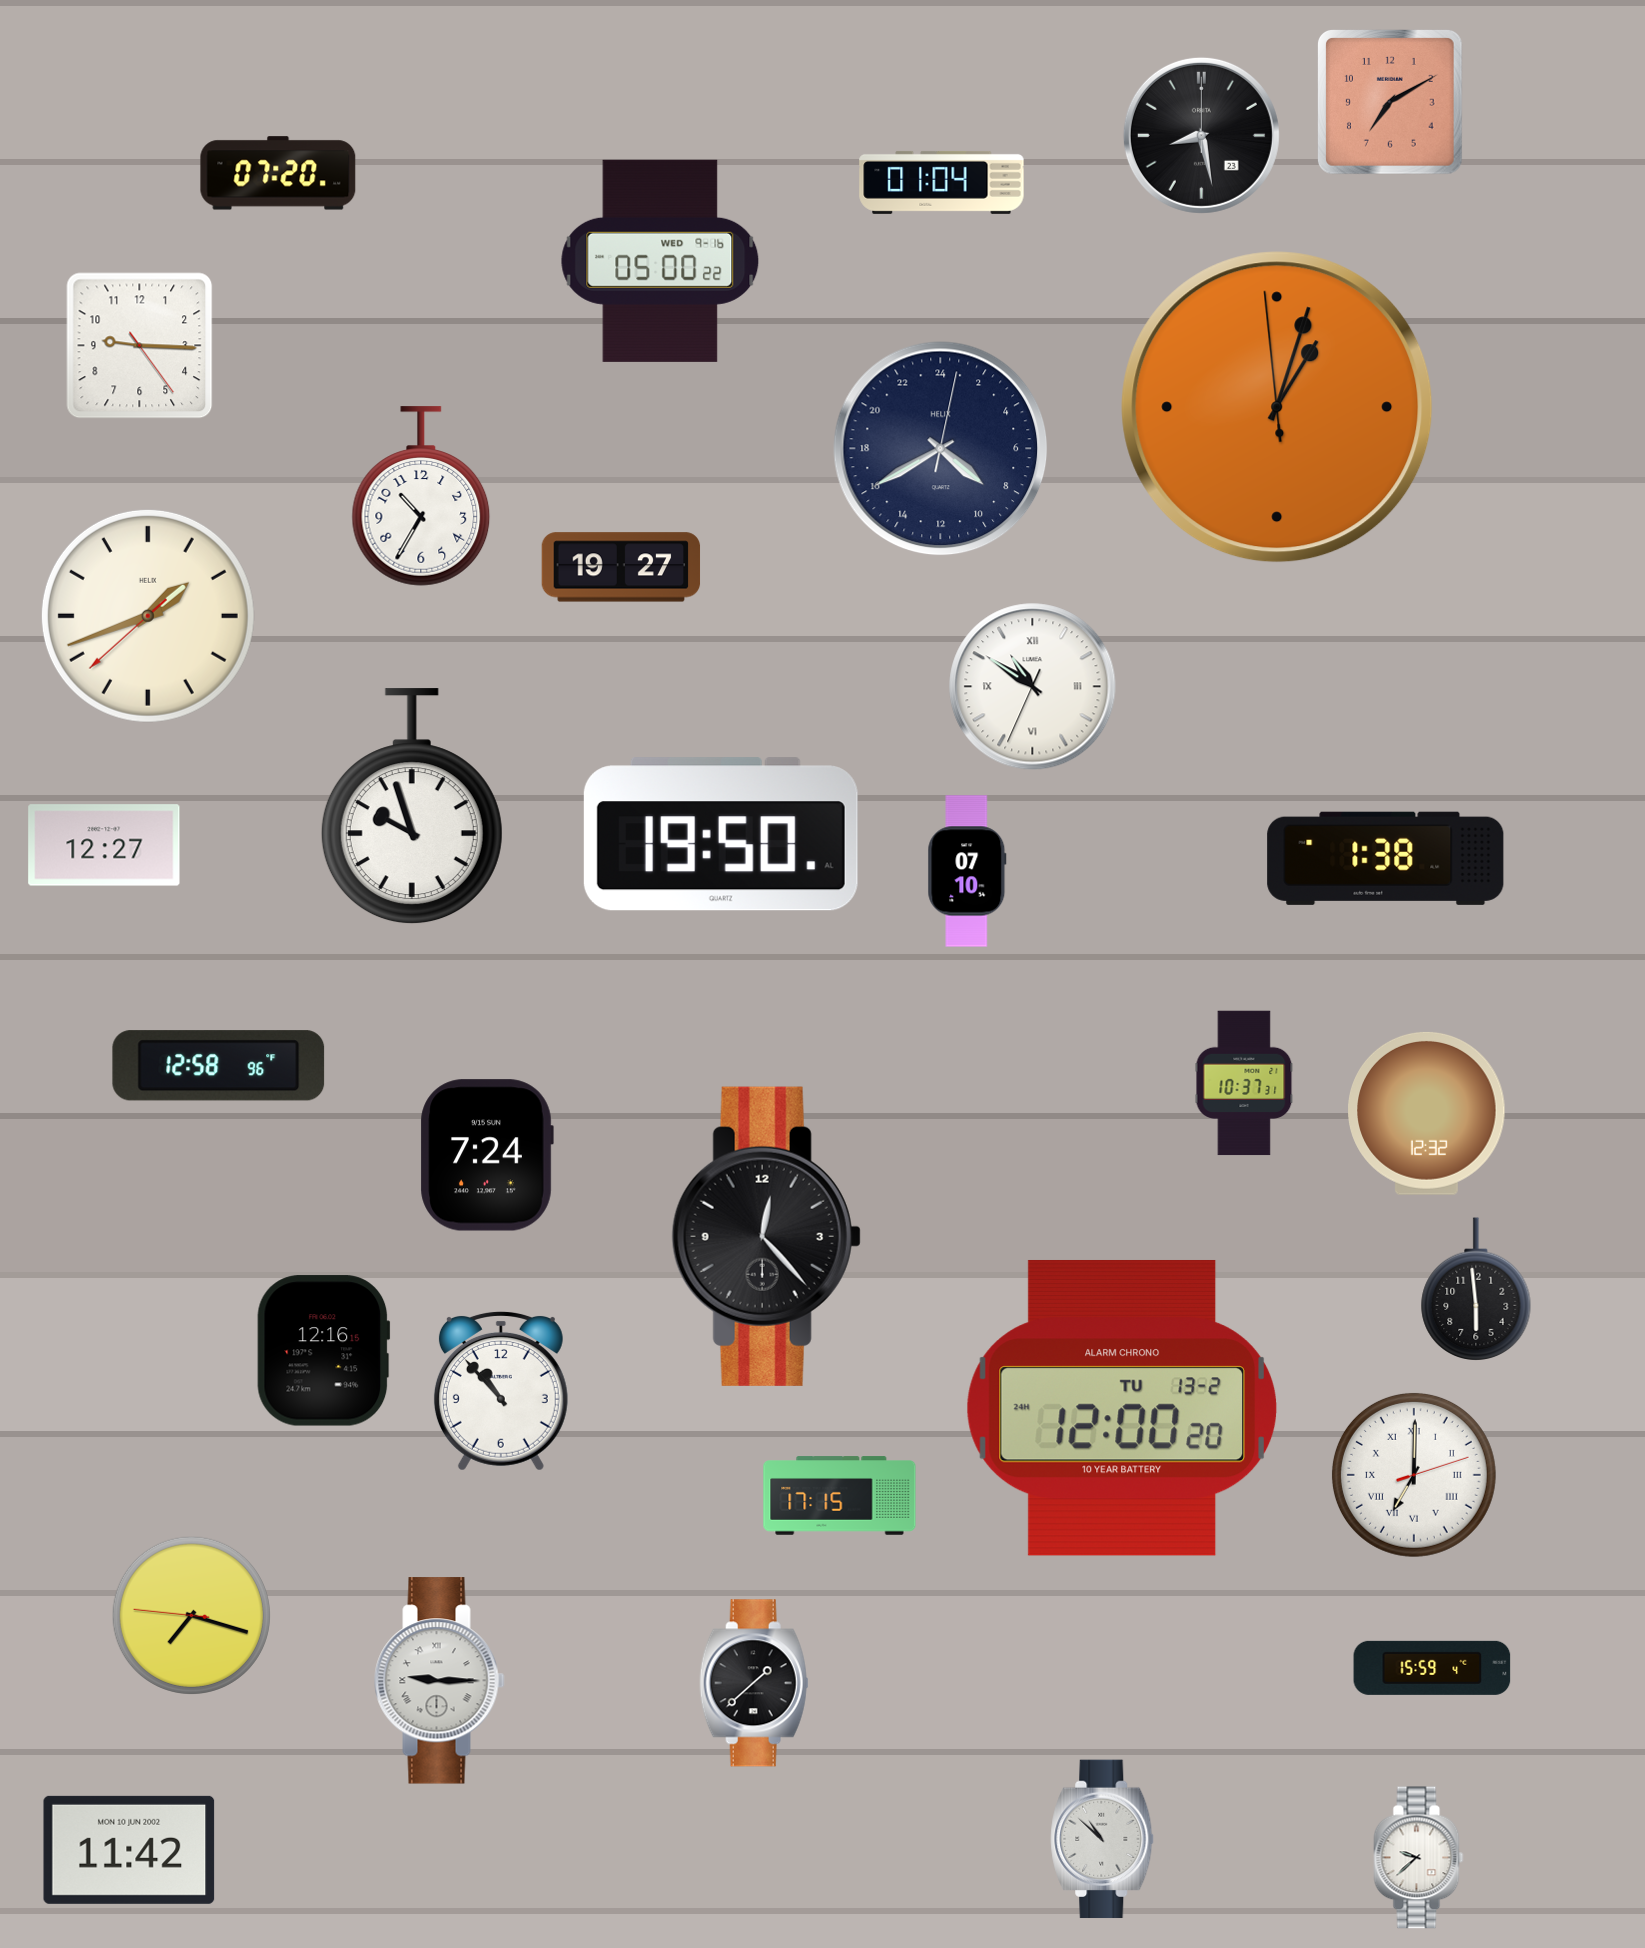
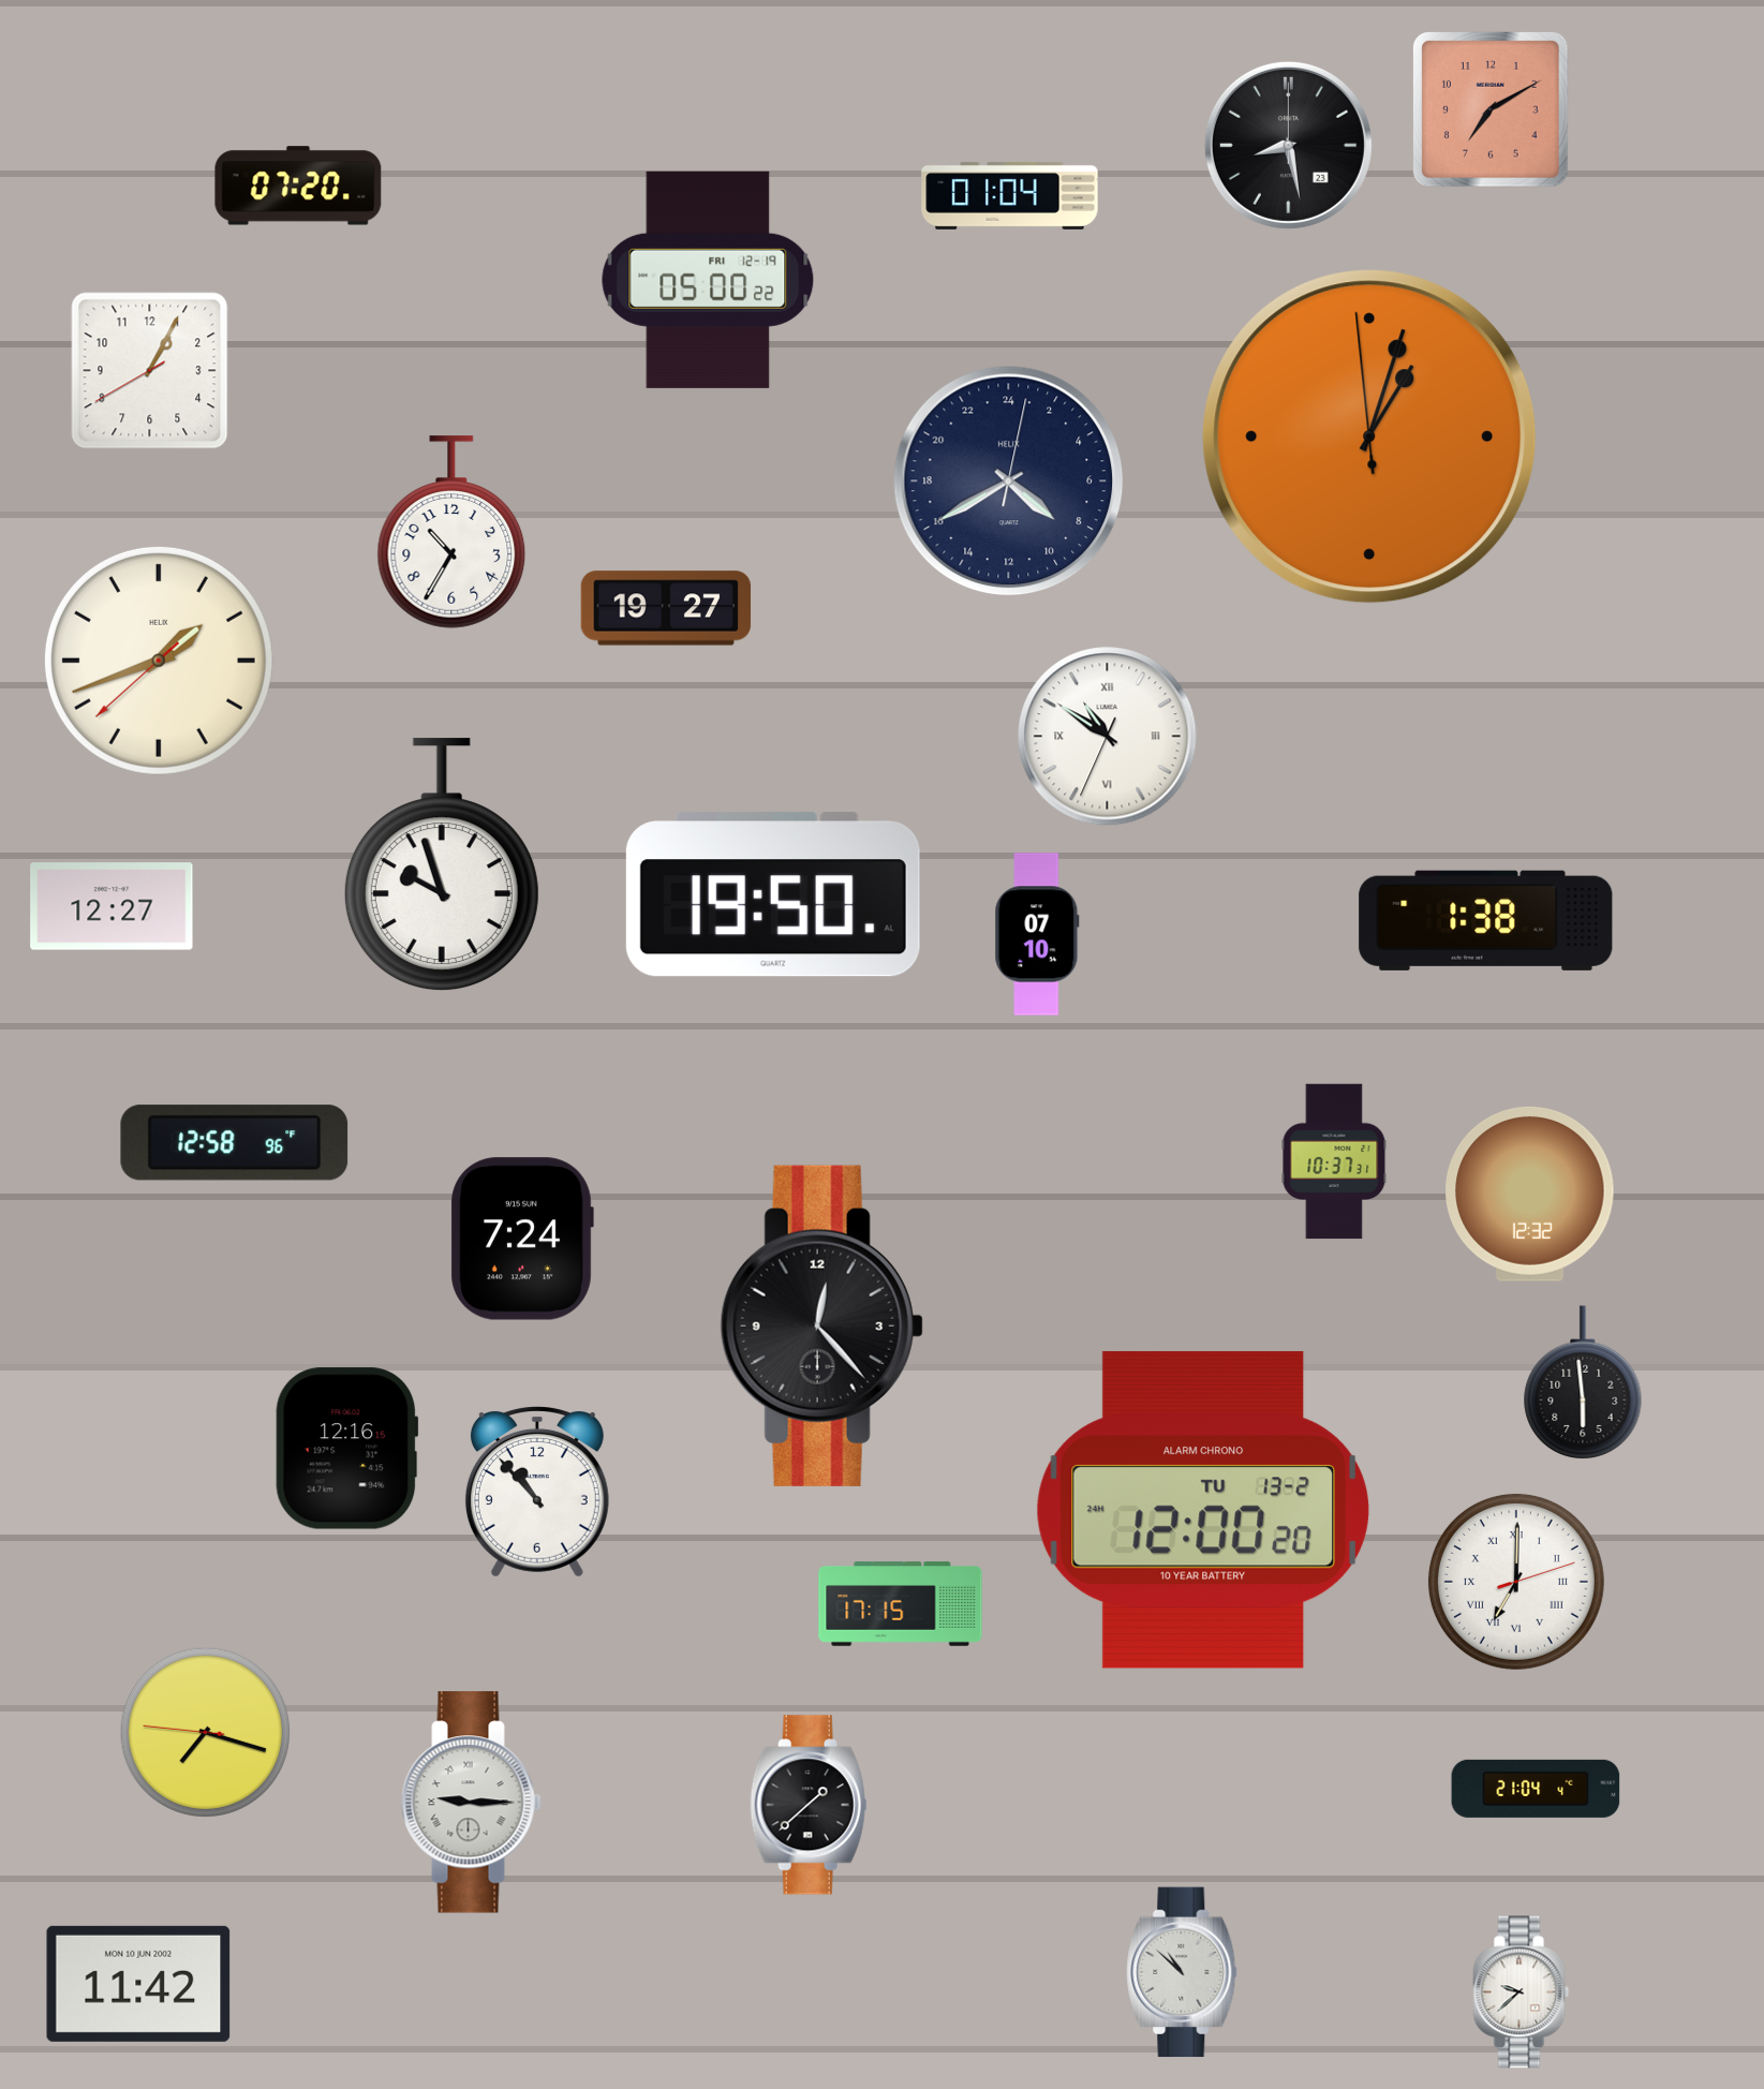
clock at (660, 261) date: WED 9-16 -> FRI 12-19
clock at (140, 346): 9:15 -> 1:04
clock at (1432, 1668): 15:59 -> 21:04
